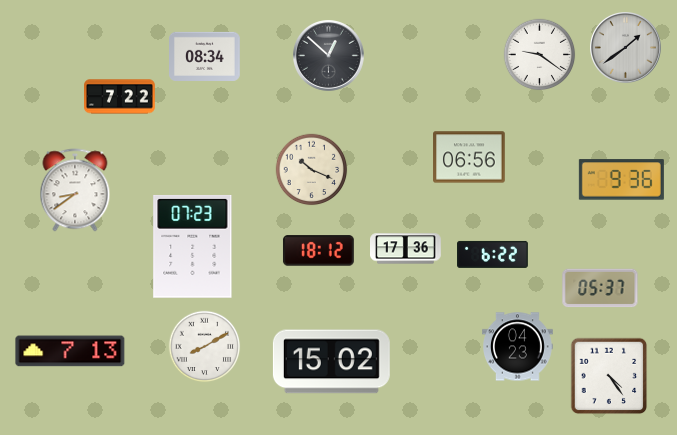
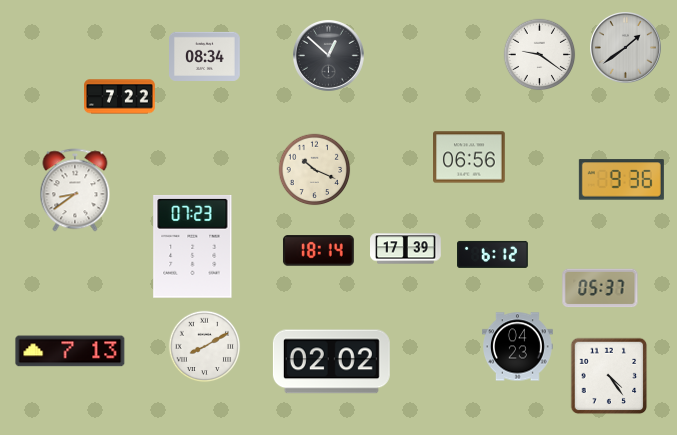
clock at (312, 170) position: (312, 170) -> (315, 170)
clock at (406, 249): 17:36 -> 17:39
clock at (318, 251): 18:12 -> 18:14
clock at (493, 254): 6:22 -> 6:12
clock at (331, 362): 15:02 -> 02:02
